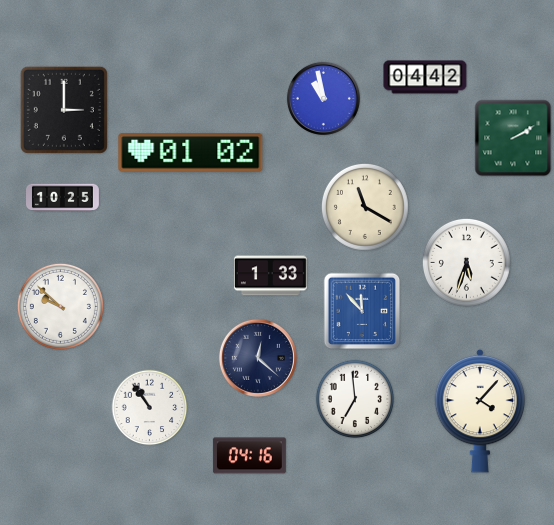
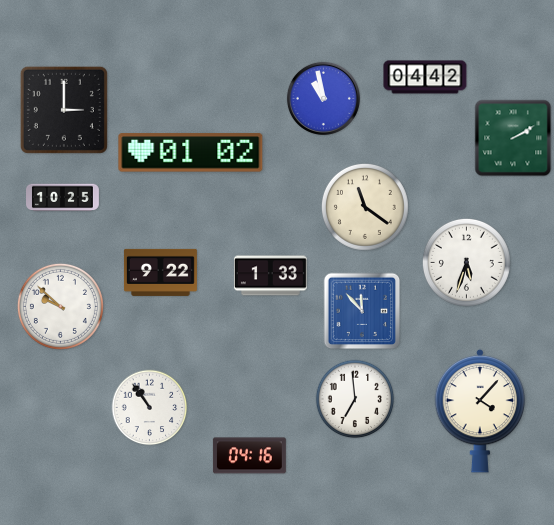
clock at (365, 207): 11:20 -> 11:21
clock at (160, 272): none -> 9:22
clock at (258, 358): 12:22 -> none
